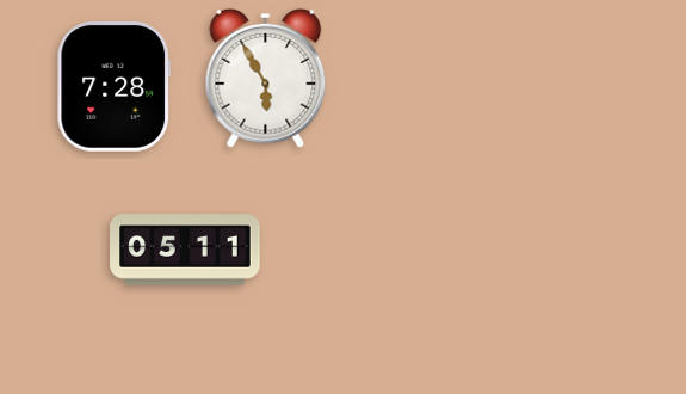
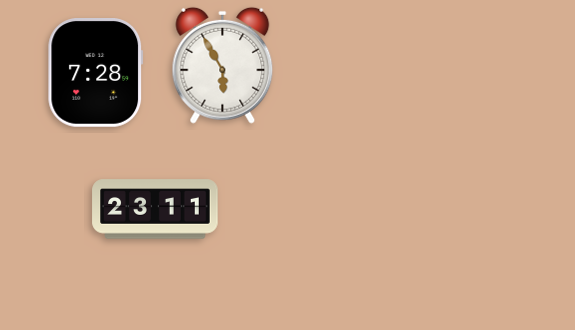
clock at (185, 250): 05:11 -> 23:11
